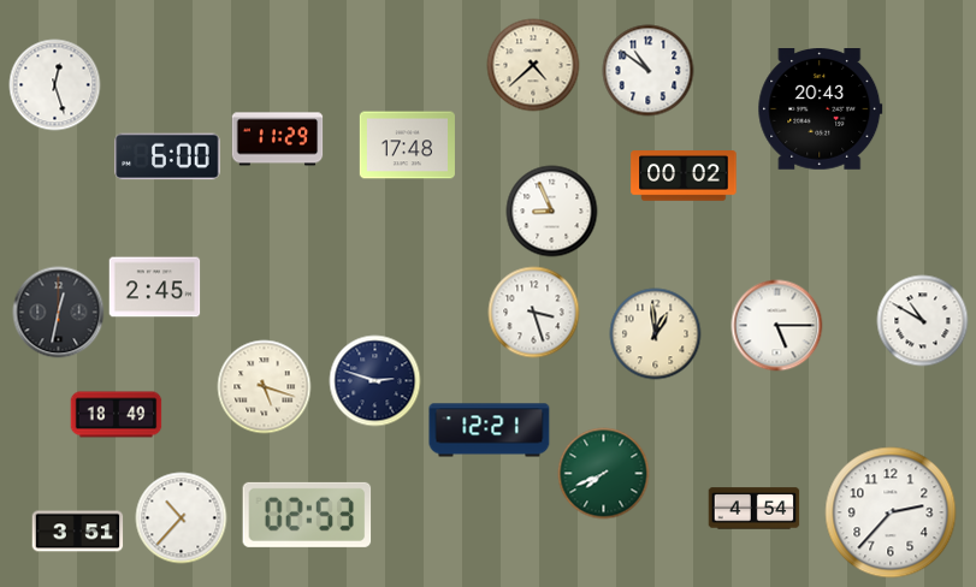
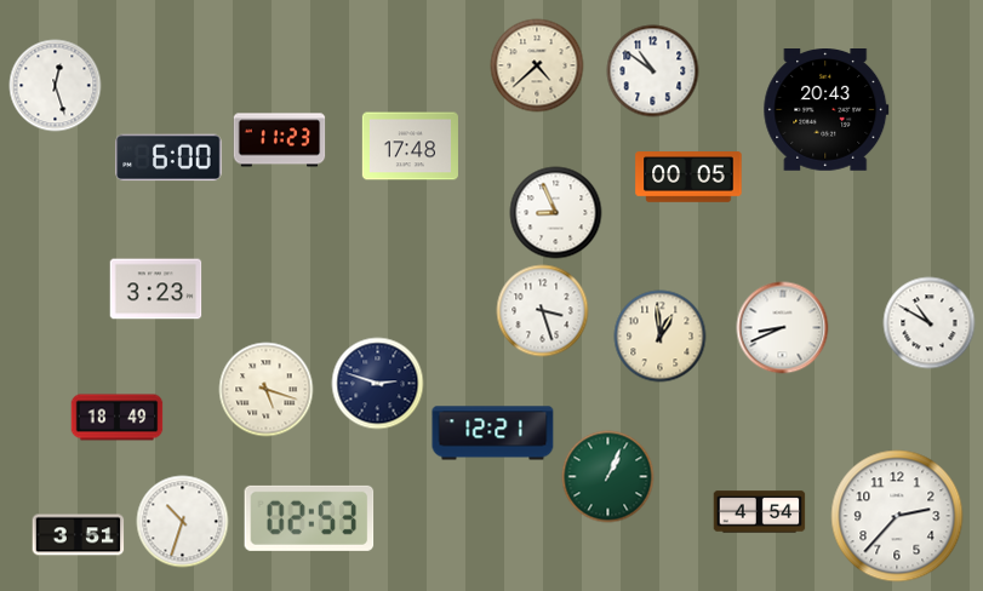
clock at (278, 140): 11:29 -> 11:23
clock at (684, 176): 00:02 -> 00:05
clock at (155, 287): 2:45 -> 3:23
clock at (59, 313): 12:32 -> none
clock at (534, 313) position: (534, 313) -> (543, 311)
clock at (777, 326): 5:15 -> 8:41
clock at (604, 474): 7:41 -> 1:04
clock at (182, 518): 10:37 -> 10:33
